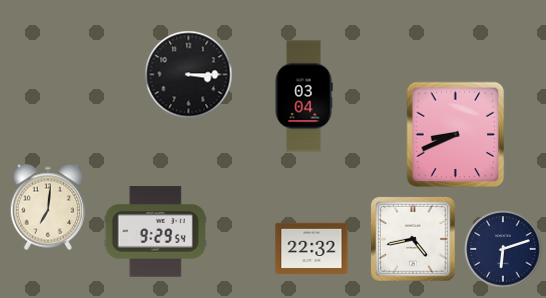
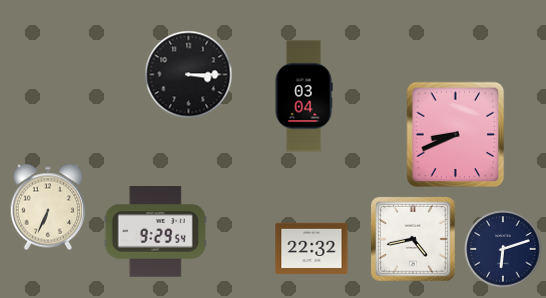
clock at (47, 207): 7:01 -> 6:34
